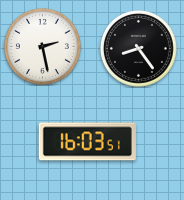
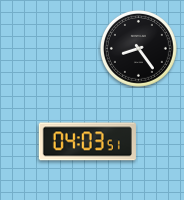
clock at (42, 46): 2:28 -> none
clock at (87, 142): 16:03 -> 04:03
